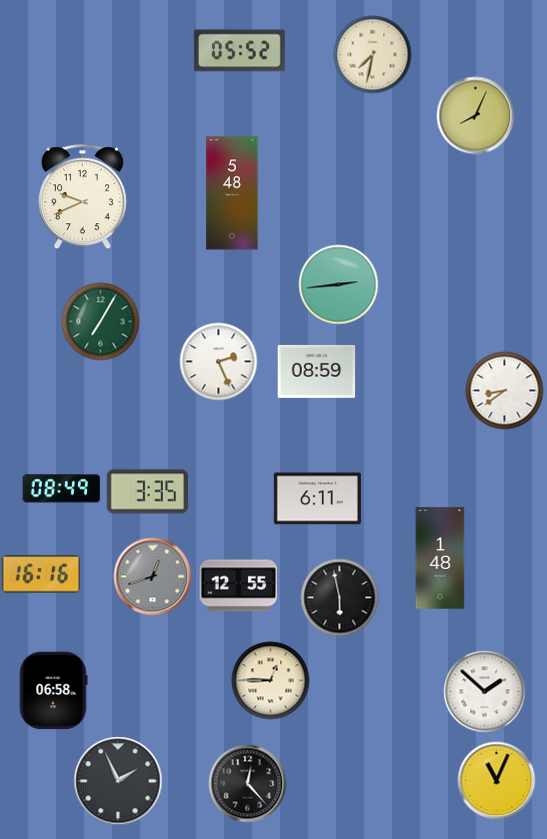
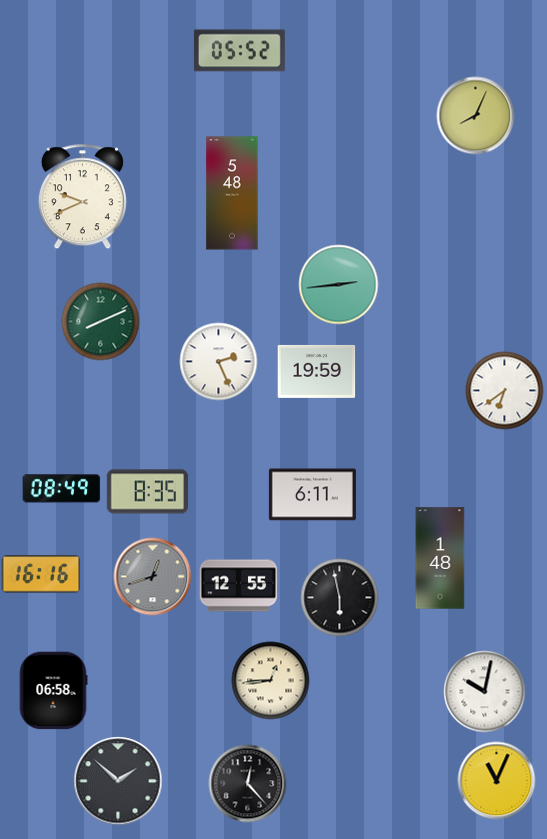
clock at (372, 54): 7:32 -> none
clock at (100, 321): 7:05 -> 8:11
clock at (316, 371): 08:59 -> 19:59
clock at (504, 390): 8:39 -> 6:39
clock at (147, 492): 3:35 -> 8:35
clock at (317, 499) position: (317, 499) -> (312, 495)
clock at (270, 680): 12:45 -> 12:44
clock at (484, 691): 1:52 -> 10:02
clock at (118, 781): 1:56 -> 1:52
